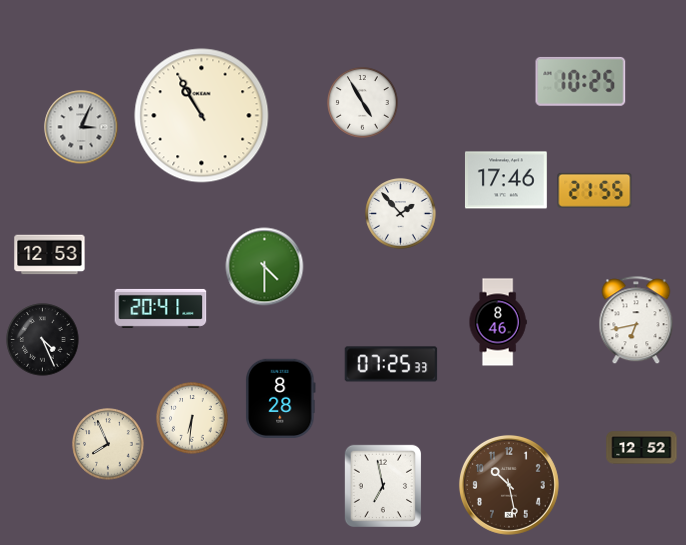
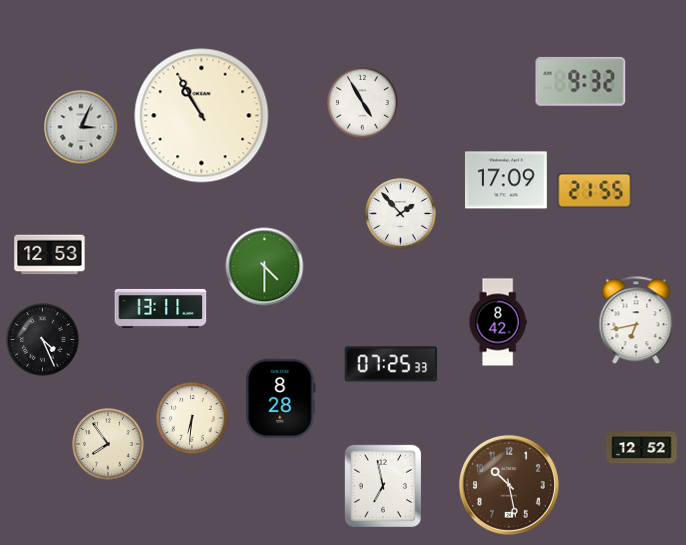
clock at (581, 81): 10:25 -> 9:32
clock at (506, 180): 17:46 -> 17:09
clock at (161, 308): 20:41 -> 13:11
clock at (498, 322): 8:46 -> 8:42
clock at (108, 444): 7:56 -> 7:54
